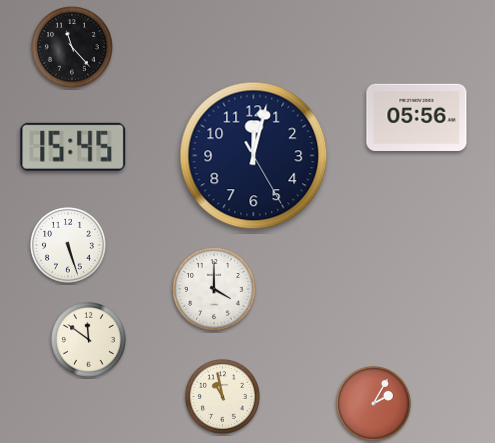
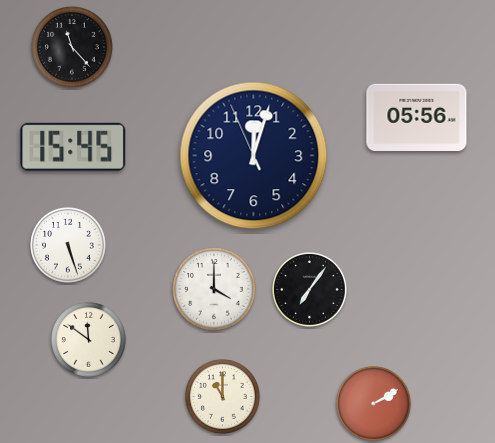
clock at (254, 156): 12:02:25 -> 12:02:56
clock at (310, 290): none -> 7:06
clock at (223, 397): 10:58 -> 11:00
clock at (374, 404): 2:05 -> 2:10
